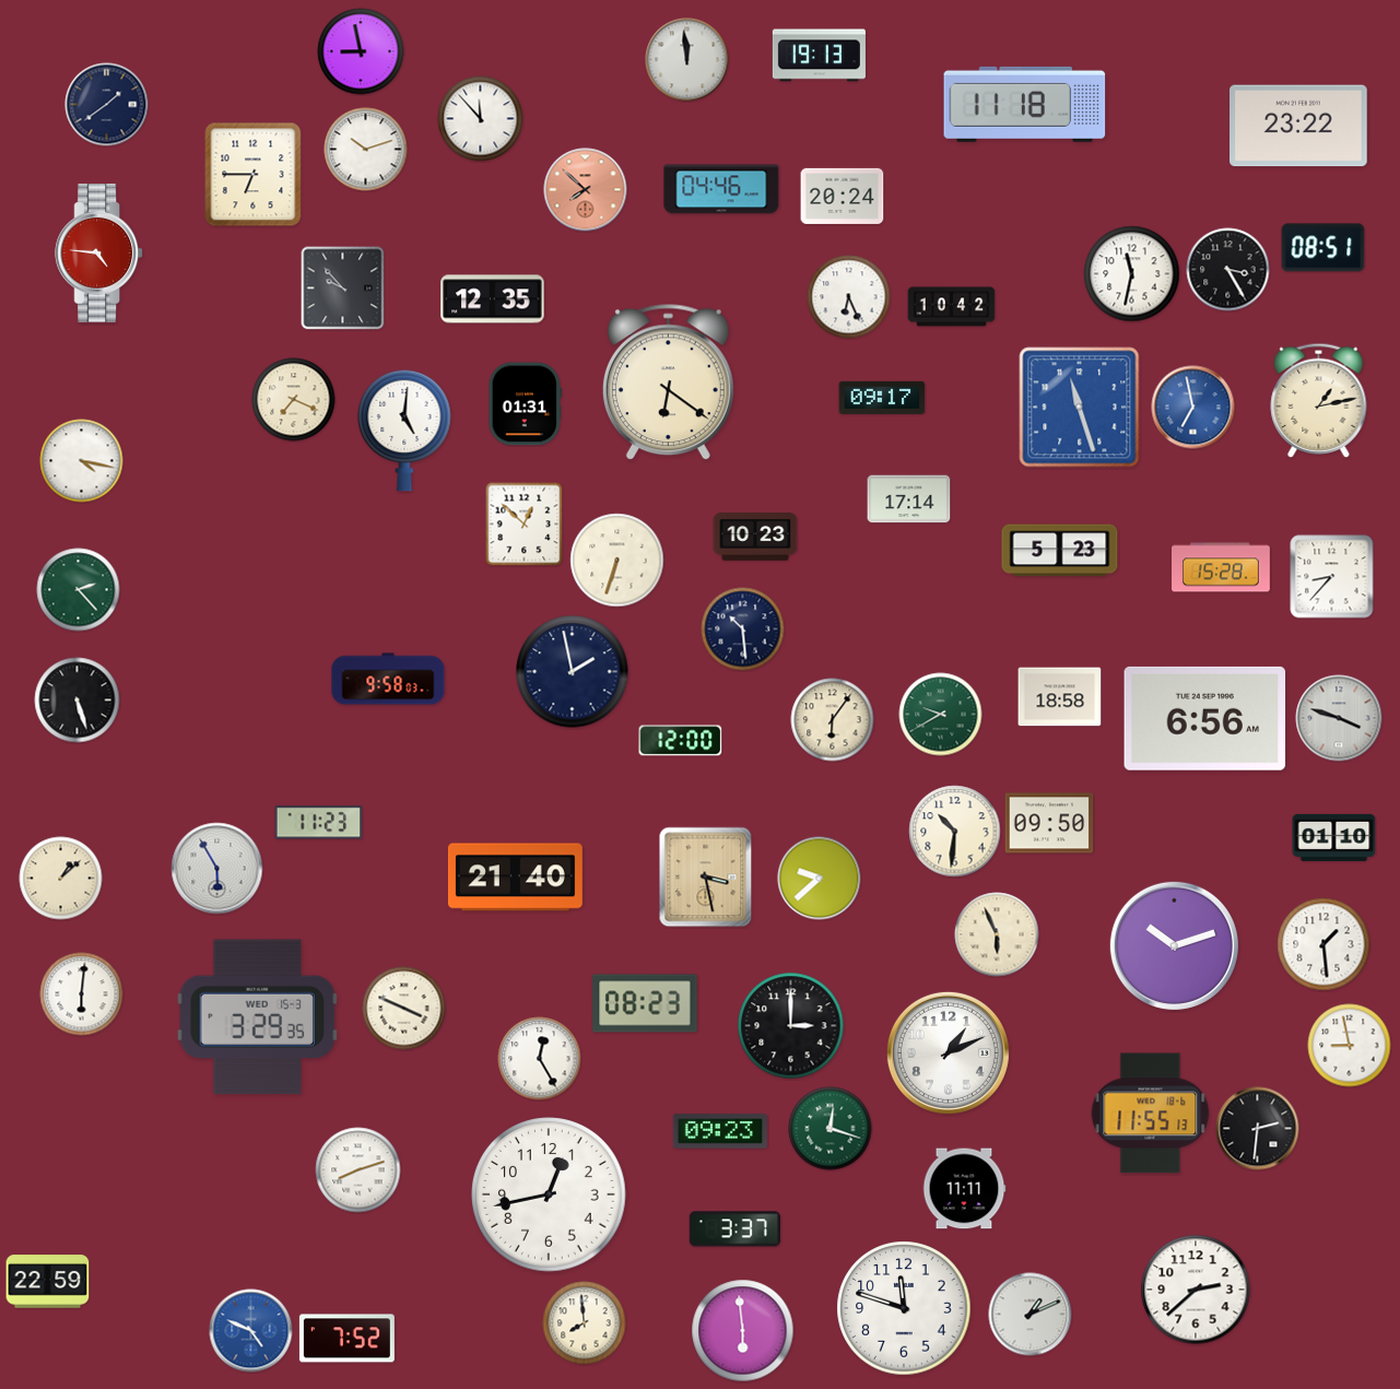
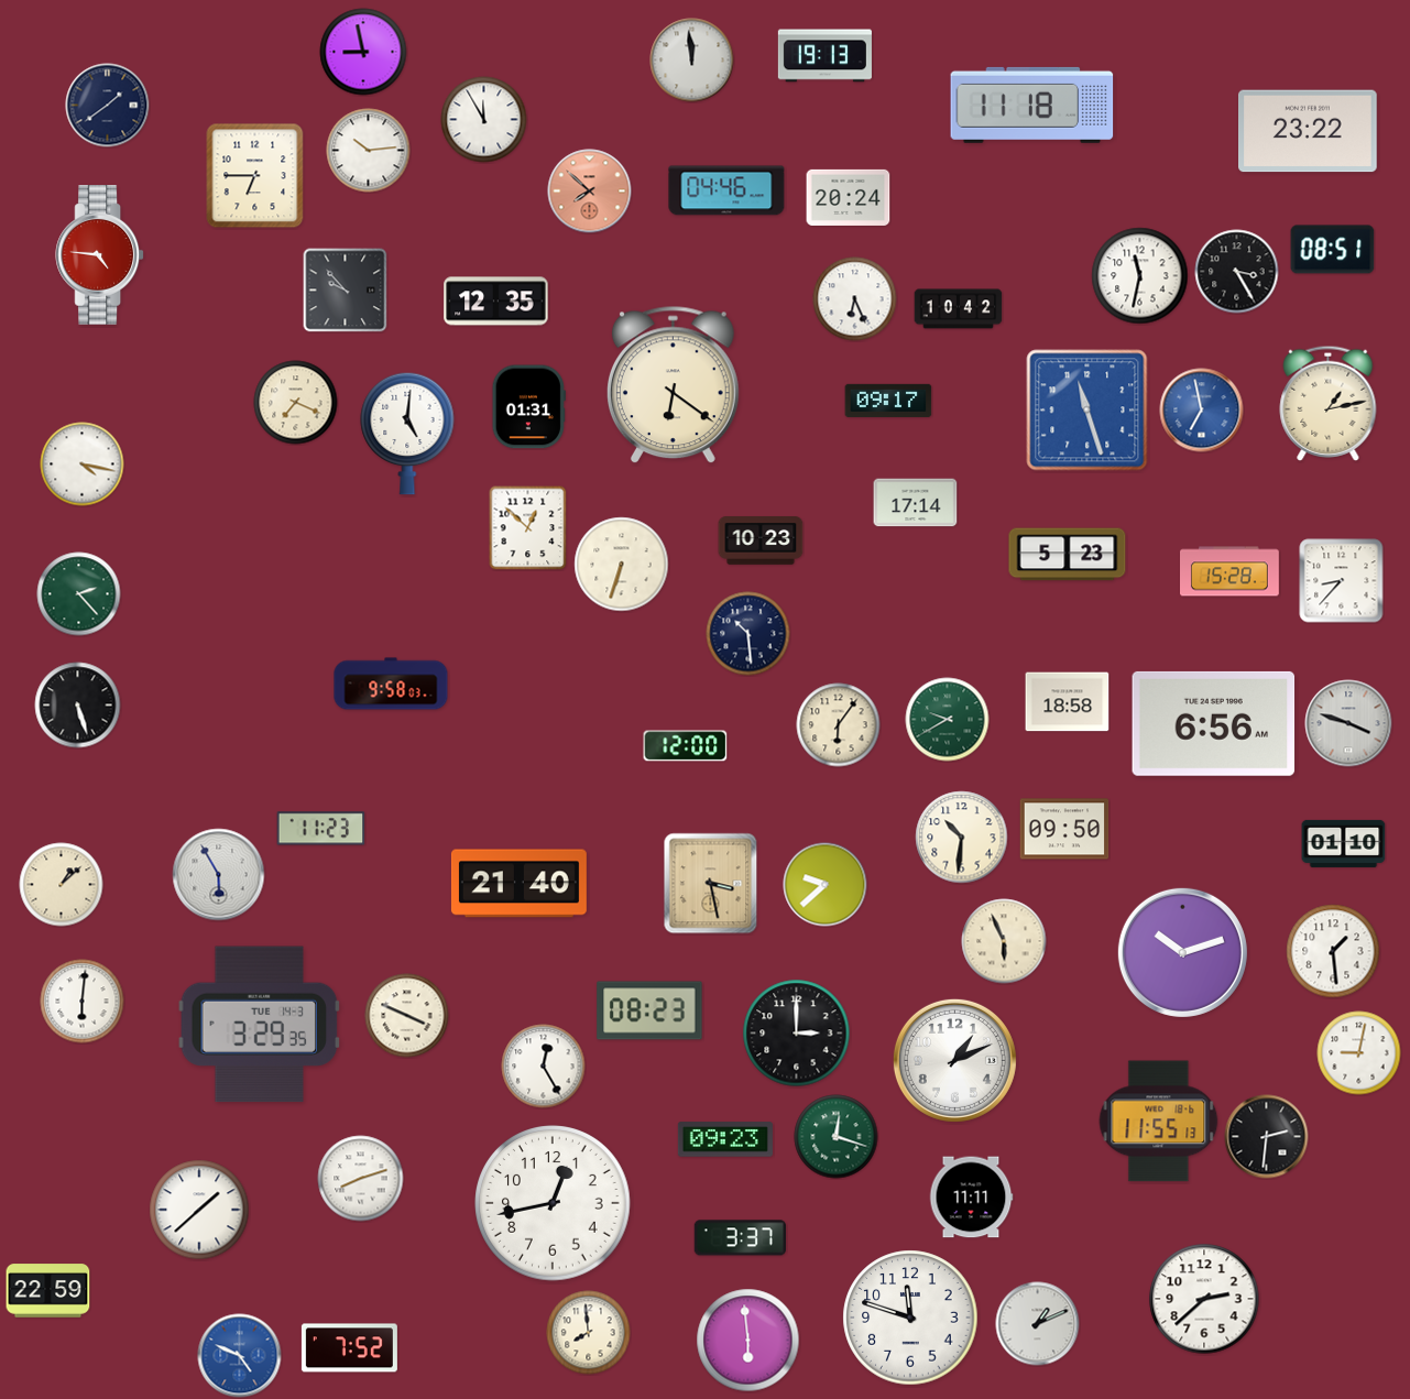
clock at (481, 119): 11:53 -> 11:55
clock at (1299, 126) position: (1299, 126) -> (1309, 131)
clock at (366, 150): 10:12 -> 10:14
clock at (573, 672): 1:58 -> none
clock at (1049, 823) position: (1049, 823) -> (1064, 829)
clock at (258, 1017) date: WED 15-3 -> TUE 14-3
clock at (1350, 1046): 8:58 -> 9:02
clock at (199, 1210): none -> 1:38
clock at (251, 1331) position: (251, 1331) -> (240, 1356)
